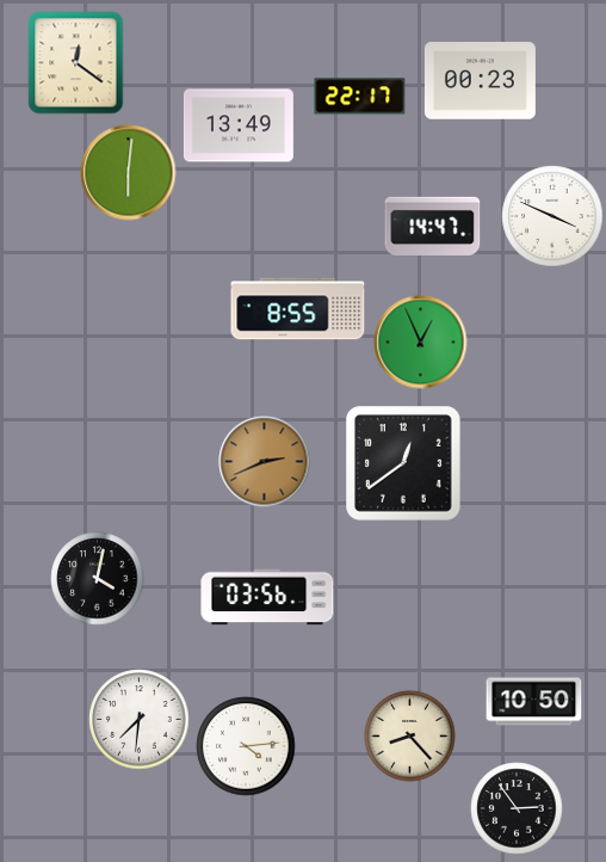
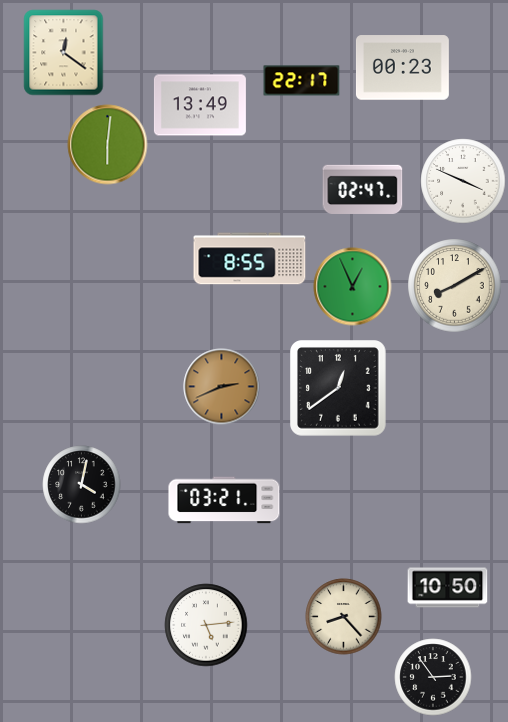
clock at (433, 226): 14:47 -> 02:47
clock at (455, 286): none -> 8:10
clock at (267, 597): 03:56 -> 03:21
clock at (140, 720): 7:31 -> none
clock at (246, 746): 4:14 -> 5:14
